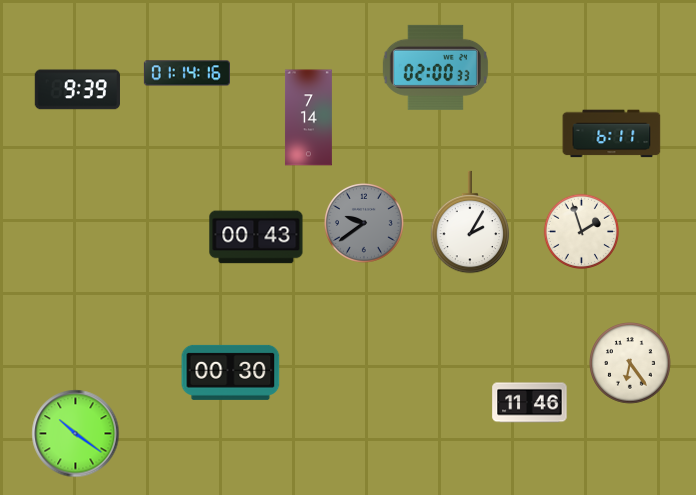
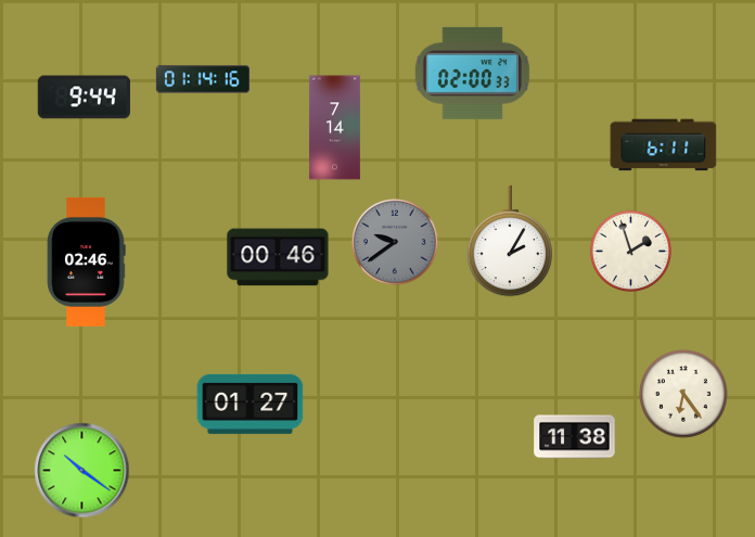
clock at (77, 90): 9:39 -> 9:44
clock at (256, 237): 00:43 -> 00:46
clock at (86, 261): none -> 02:46
clock at (231, 372): 00:30 -> 01:27
clock at (530, 403): 11:46 -> 11:38
